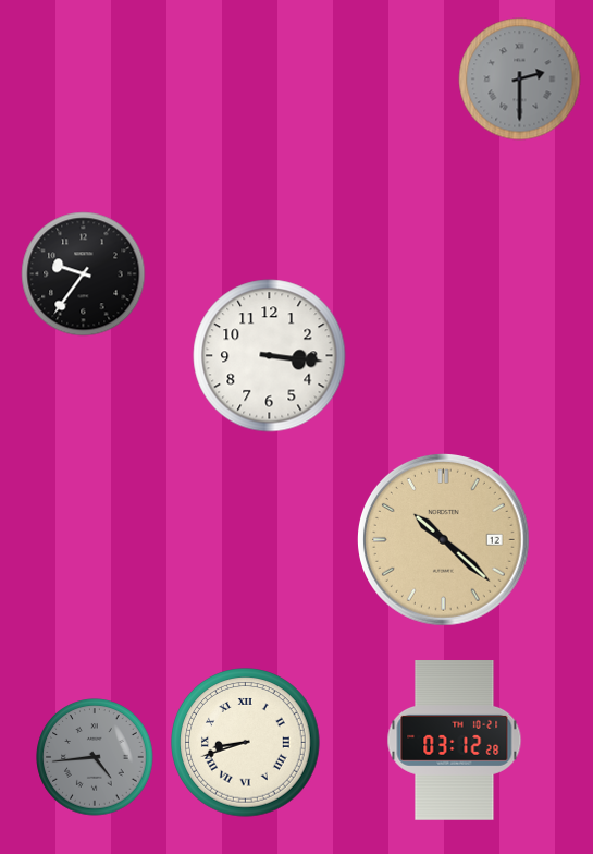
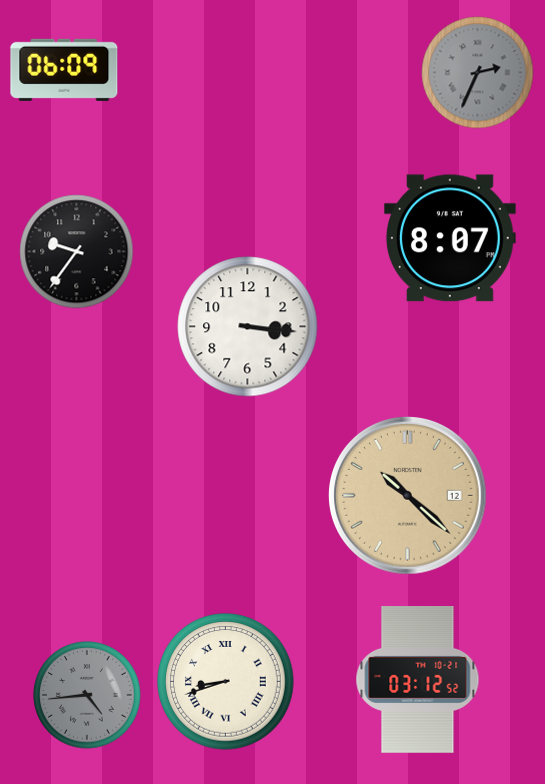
clock at (64, 70): none -> 06:09
clock at (520, 80): 2:30 -> 2:34
clock at (450, 238): none -> 8:07
clock at (455, 741): 03:12:28 -> 03:12:52
